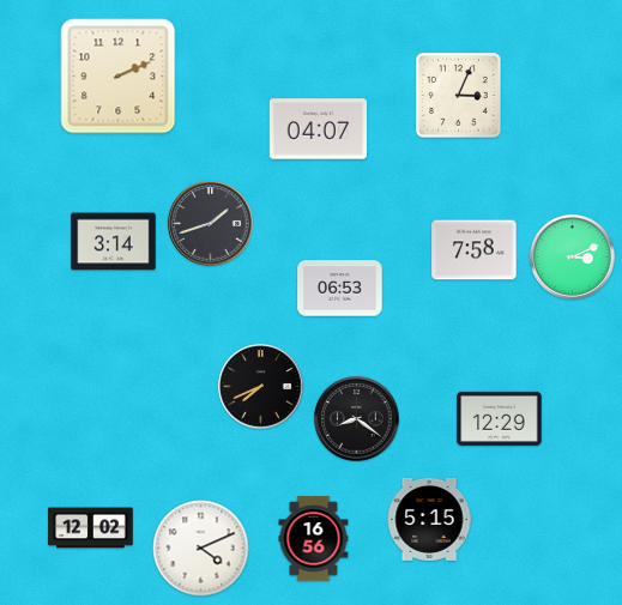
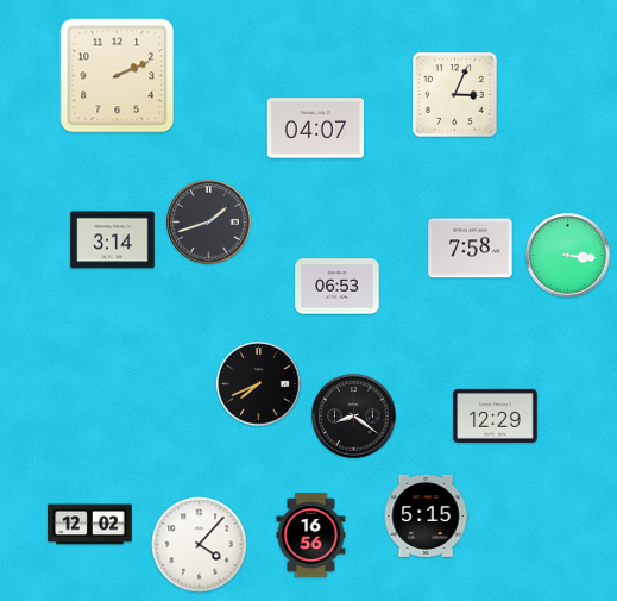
clock at (573, 258): 3:11 -> 3:16
clock at (201, 549): 4:11 -> 4:07
